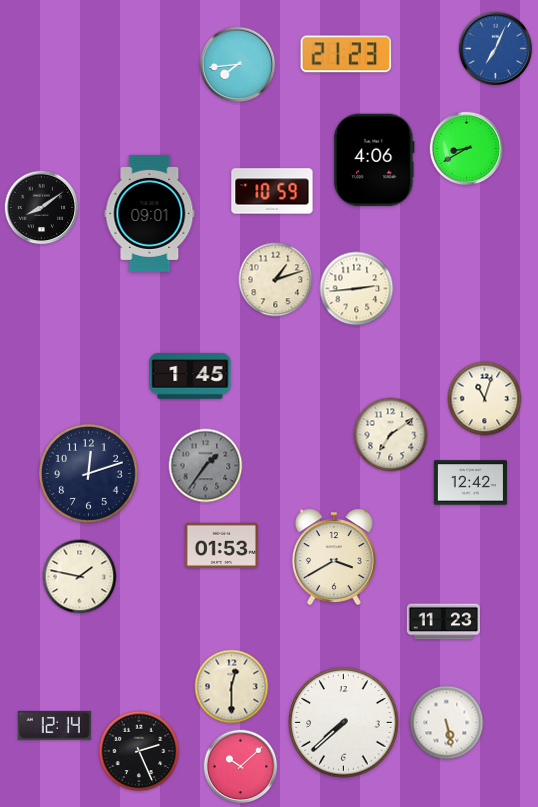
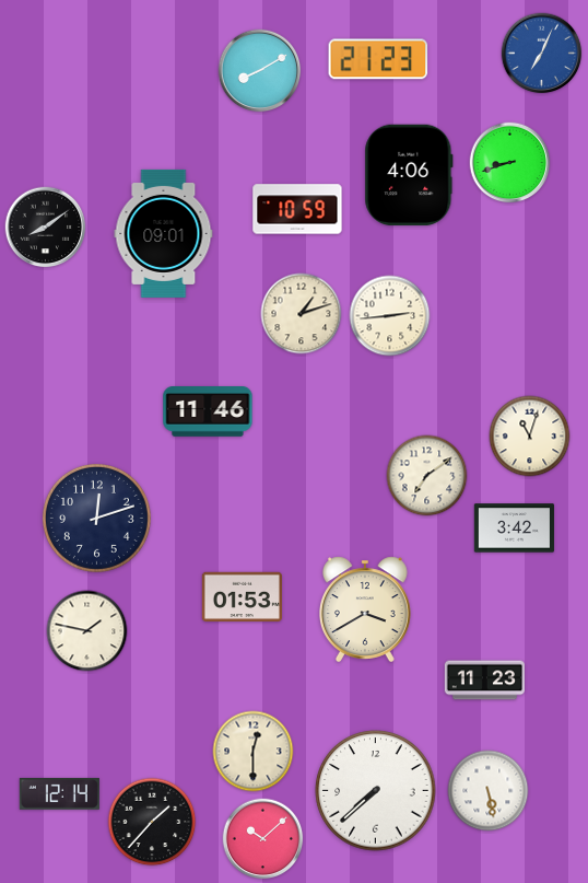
clock at (238, 65): 7:44 -> 8:10
clock at (467, 149): 8:40 -> 8:42
clock at (276, 280) position: (276, 280) -> (302, 314)
clock at (190, 376): 1:45 -> 11:46
clock at (206, 466): 1:36 -> none
clock at (470, 483): 12:42 -> 3:42
clock at (139, 751): 2:26 -> 1:37
